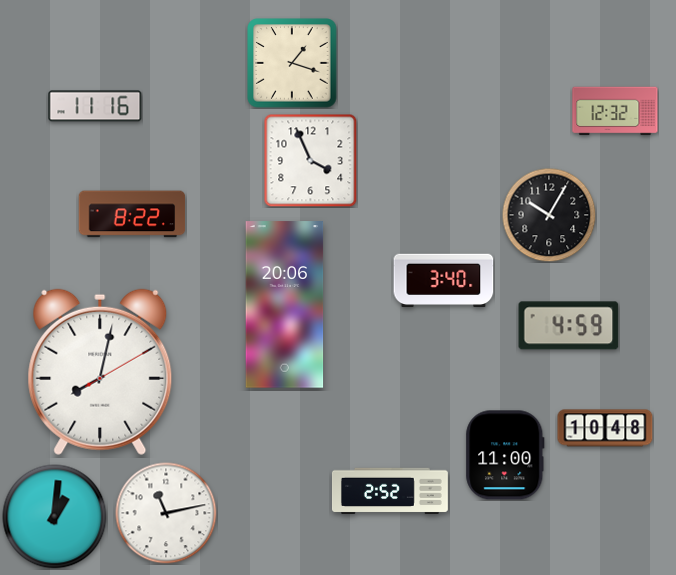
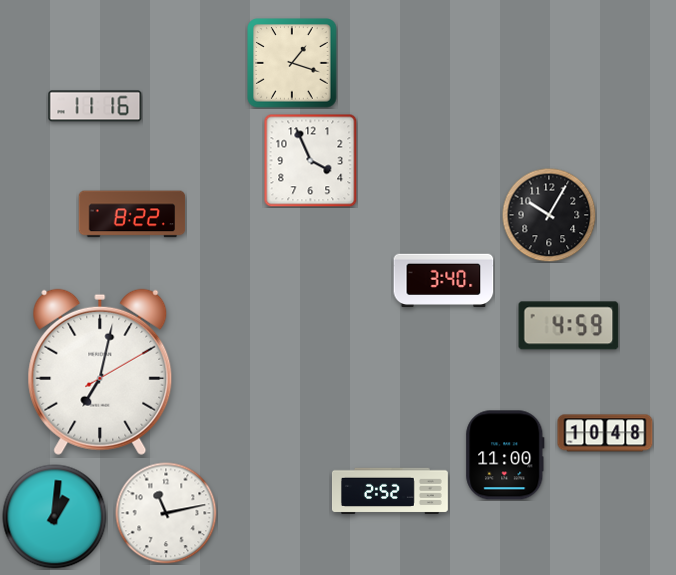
clock at (615, 111): 12:32 -> none
clock at (285, 305): 20:06 -> none
clock at (100, 372): 8:02 -> 7:02
clock at (605, 428) position: (605, 428) -> (605, 433)
